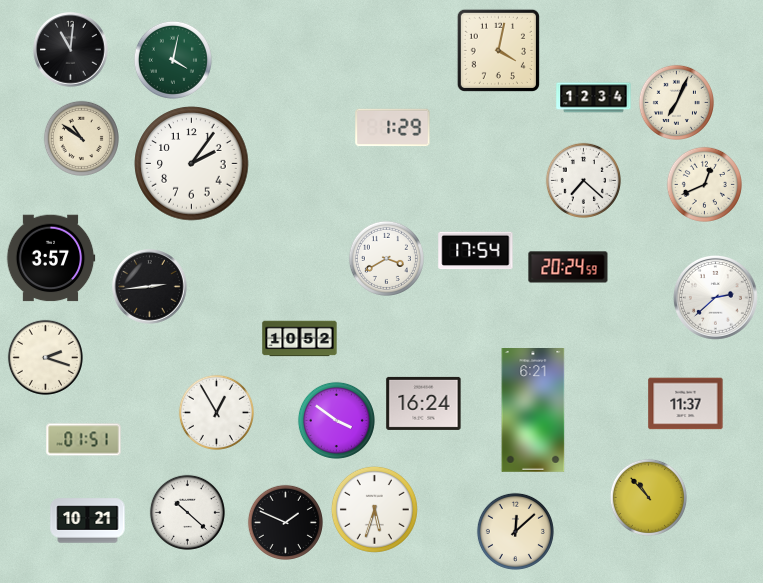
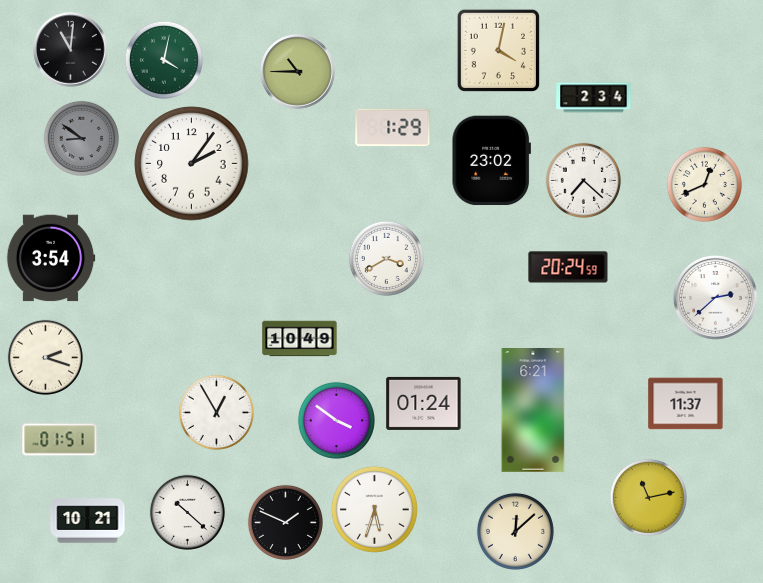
clock at (173, 60) position: (173, 60) -> (164, 60)
clock at (298, 72): none -> 10:45
clock at (594, 98): 12:34 -> 2:34
clock at (676, 102): 7:04 -> none
clock at (81, 138): 10:51 -> 8:51
clock at (81, 138) dial: cream -> grey
clock at (491, 161): none -> 23:02
clock at (476, 251): 17:54 -> none
clock at (51, 258): 3:57 -> 3:54
clock at (150, 287): 2:44 -> none
clock at (300, 339): 10:52 -> 10:49
clock at (424, 403): 16:24 -> 01:24
clock at (84, 440) position: (84, 440) -> (60, 440)
clock at (648, 497): 10:53 -> 11:13
